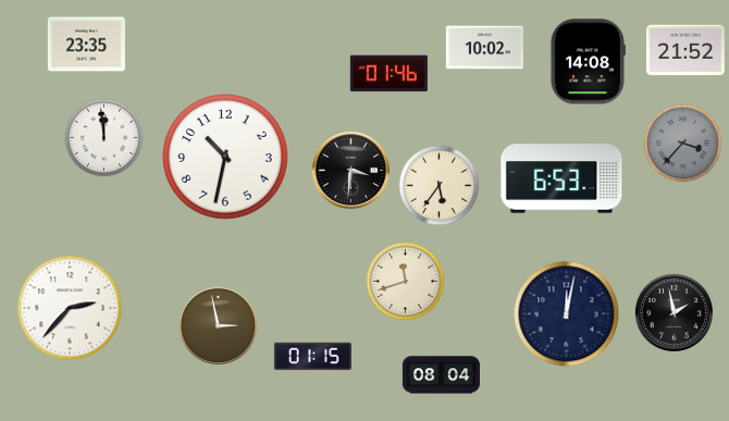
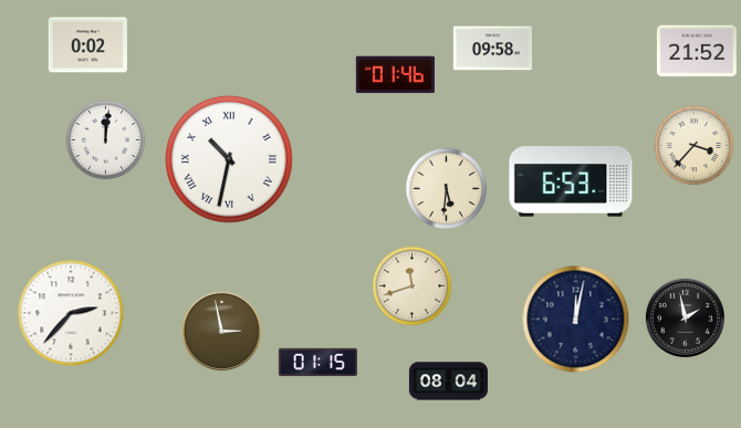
clock at (86, 45): 23:35 -> 0:02
clock at (484, 48): 10:02 -> 09:58
clock at (588, 62): 14:08 -> none
clock at (104, 138): 11:59 -> 12:01
clock at (683, 144) dial: grey -> cream
clock at (226, 158) numerals: Arabic -> Roman
clock at (350, 170): 3:31 -> none
clock at (440, 186): 5:36 -> 5:31
